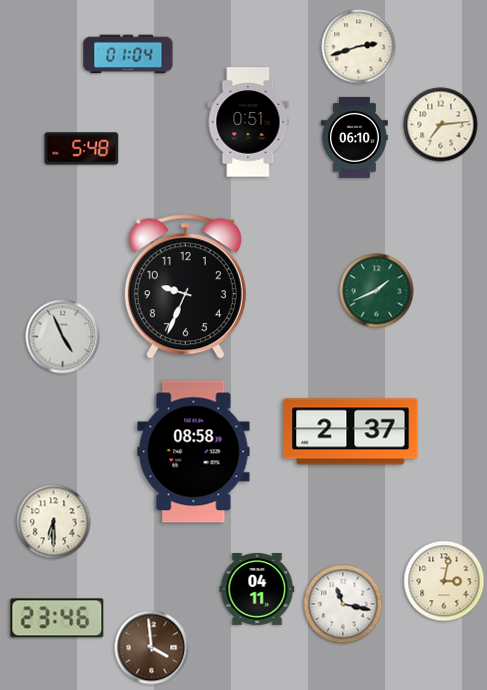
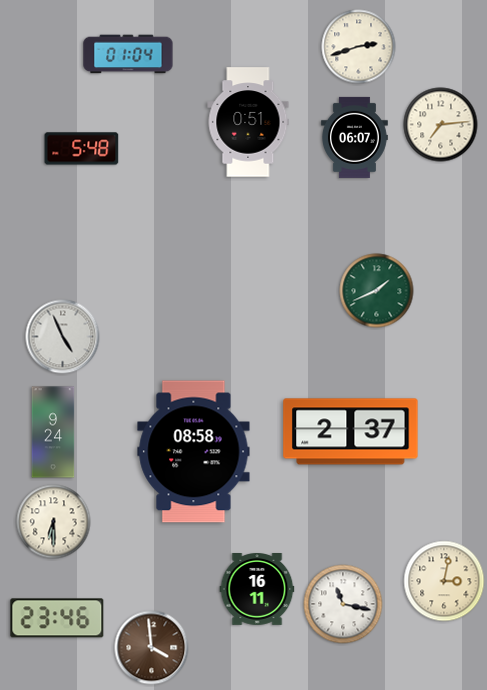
clock at (354, 137): 06:10 -> 06:07
clock at (185, 287): 9:34 -> none
clock at (53, 432): none -> 9:24
clock at (257, 590): 04:11 -> 16:11
